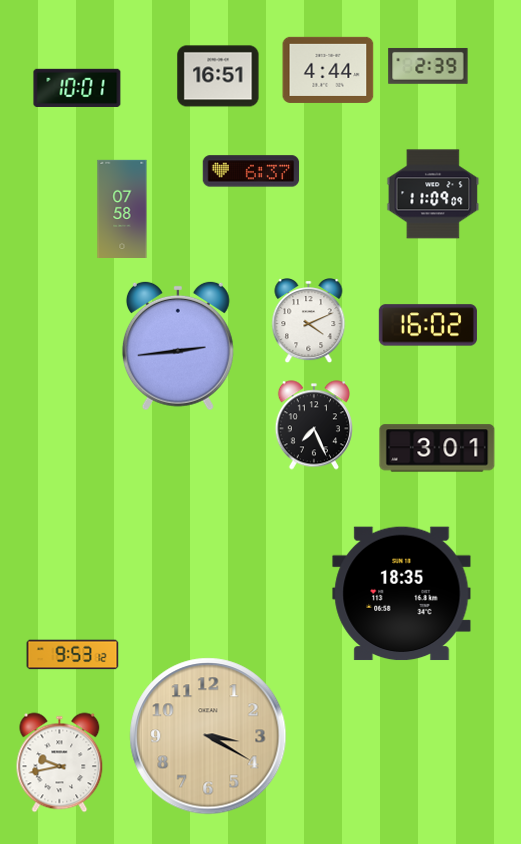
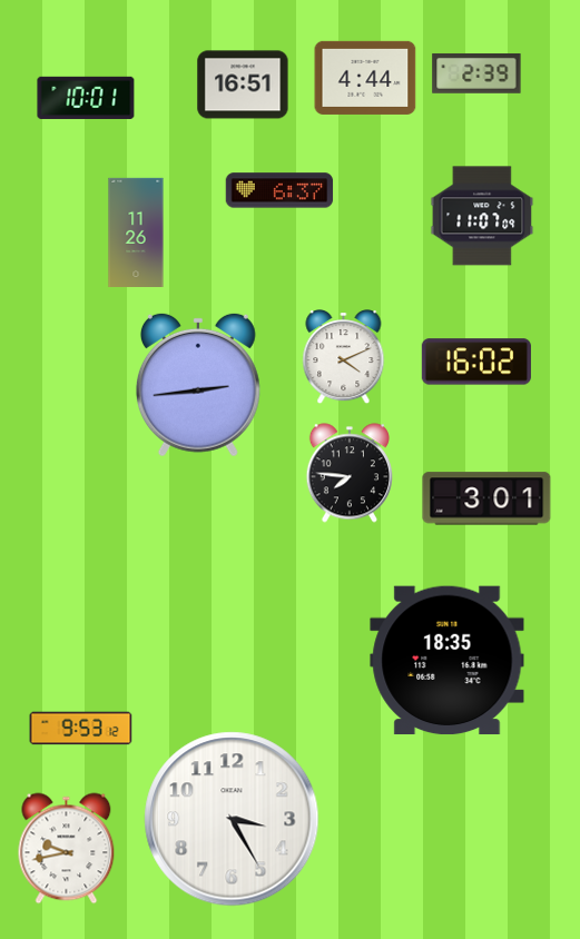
clock at (433, 194): 11:09 -> 11:07
clock at (122, 208): 07:58 -> 11:26
clock at (314, 425): 7:26 -> 7:46
clock at (208, 736): 3:20 -> 3:25
clock at (208, 736) dial: champagne -> white
